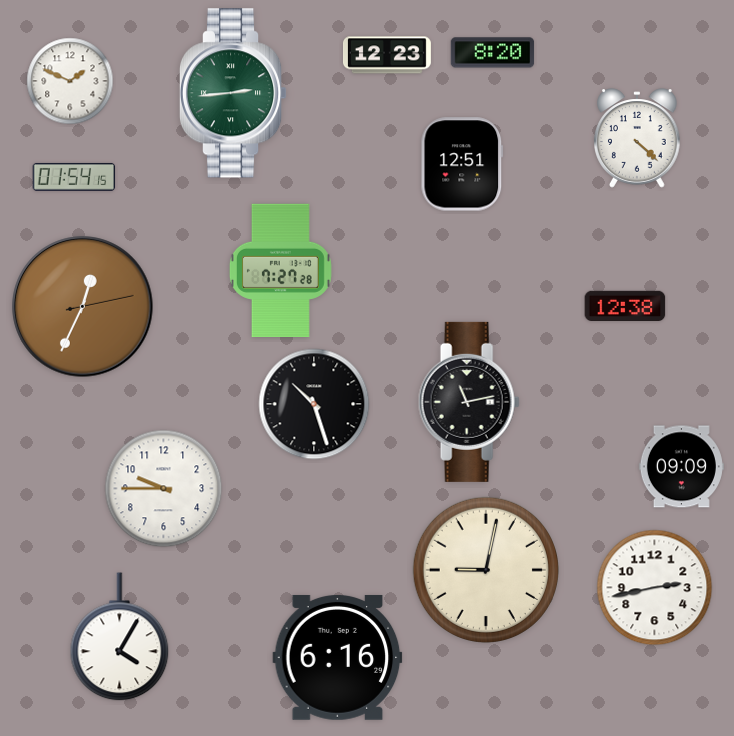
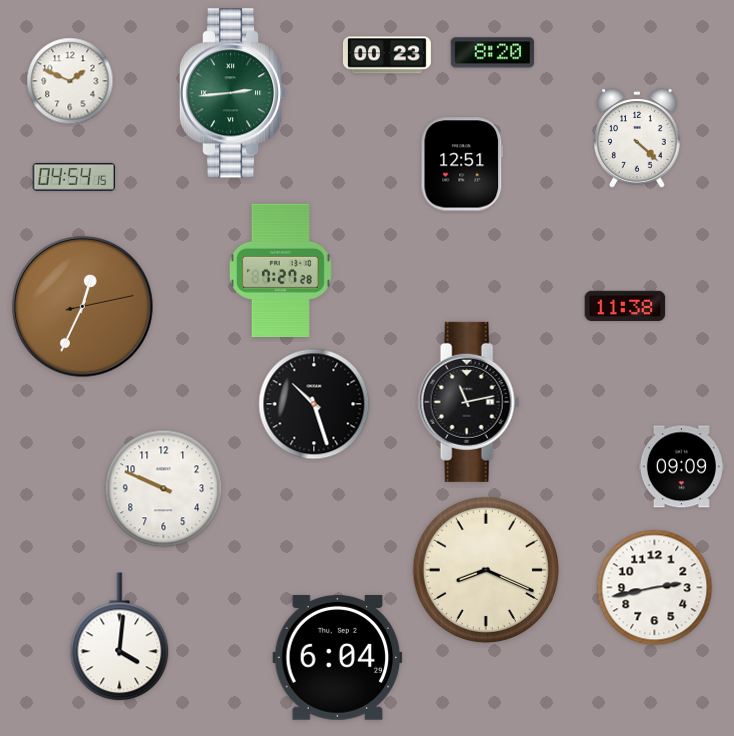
clock at (387, 55): 12:23 -> 00:23
clock at (74, 177): 01:54 -> 04:54
clock at (625, 305): 12:38 -> 11:38
clock at (164, 489): 9:45 -> 9:49
clock at (486, 570): 9:02 -> 8:19
clock at (120, 637): 4:05 -> 4:01
clock at (338, 657): 6:16 -> 6:04
